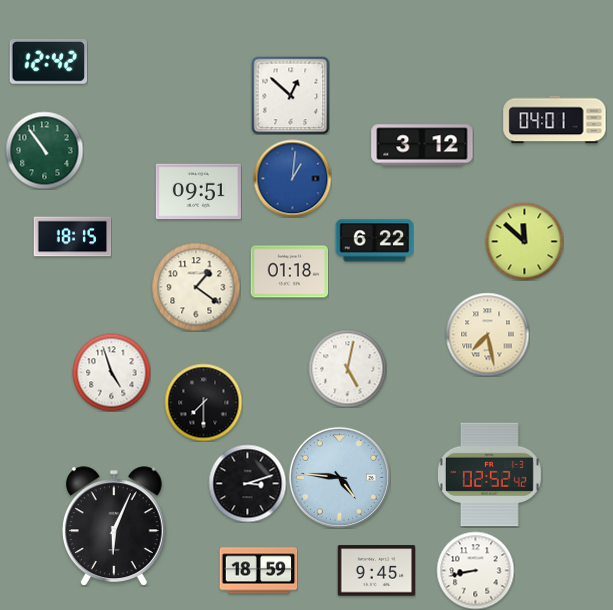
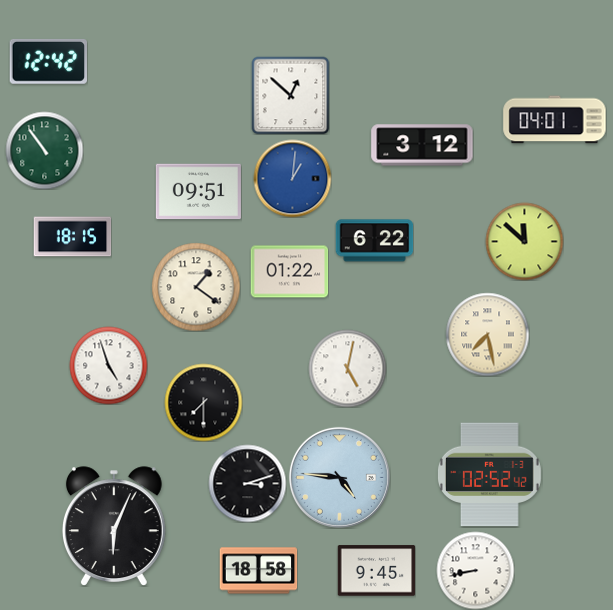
clock at (289, 272): 01:18 -> 01:22
clock at (111, 372) position: (111, 372) -> (108, 365)
clock at (258, 571): 18:59 -> 18:58
